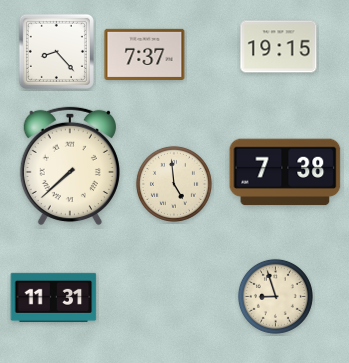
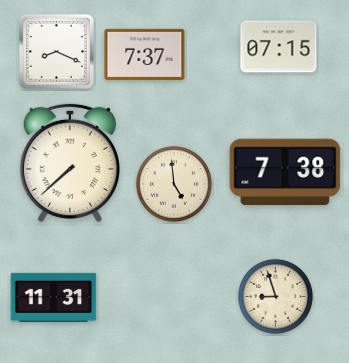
clock at (279, 47): 19:15 -> 07:15
clock at (56, 51): 8:23 -> 8:19
clock at (70, 166) position: (70, 166) -> (70, 163)
